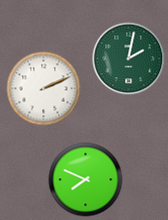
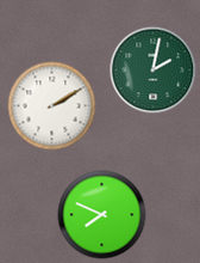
clock at (44, 89): 2:11 -> 2:10
